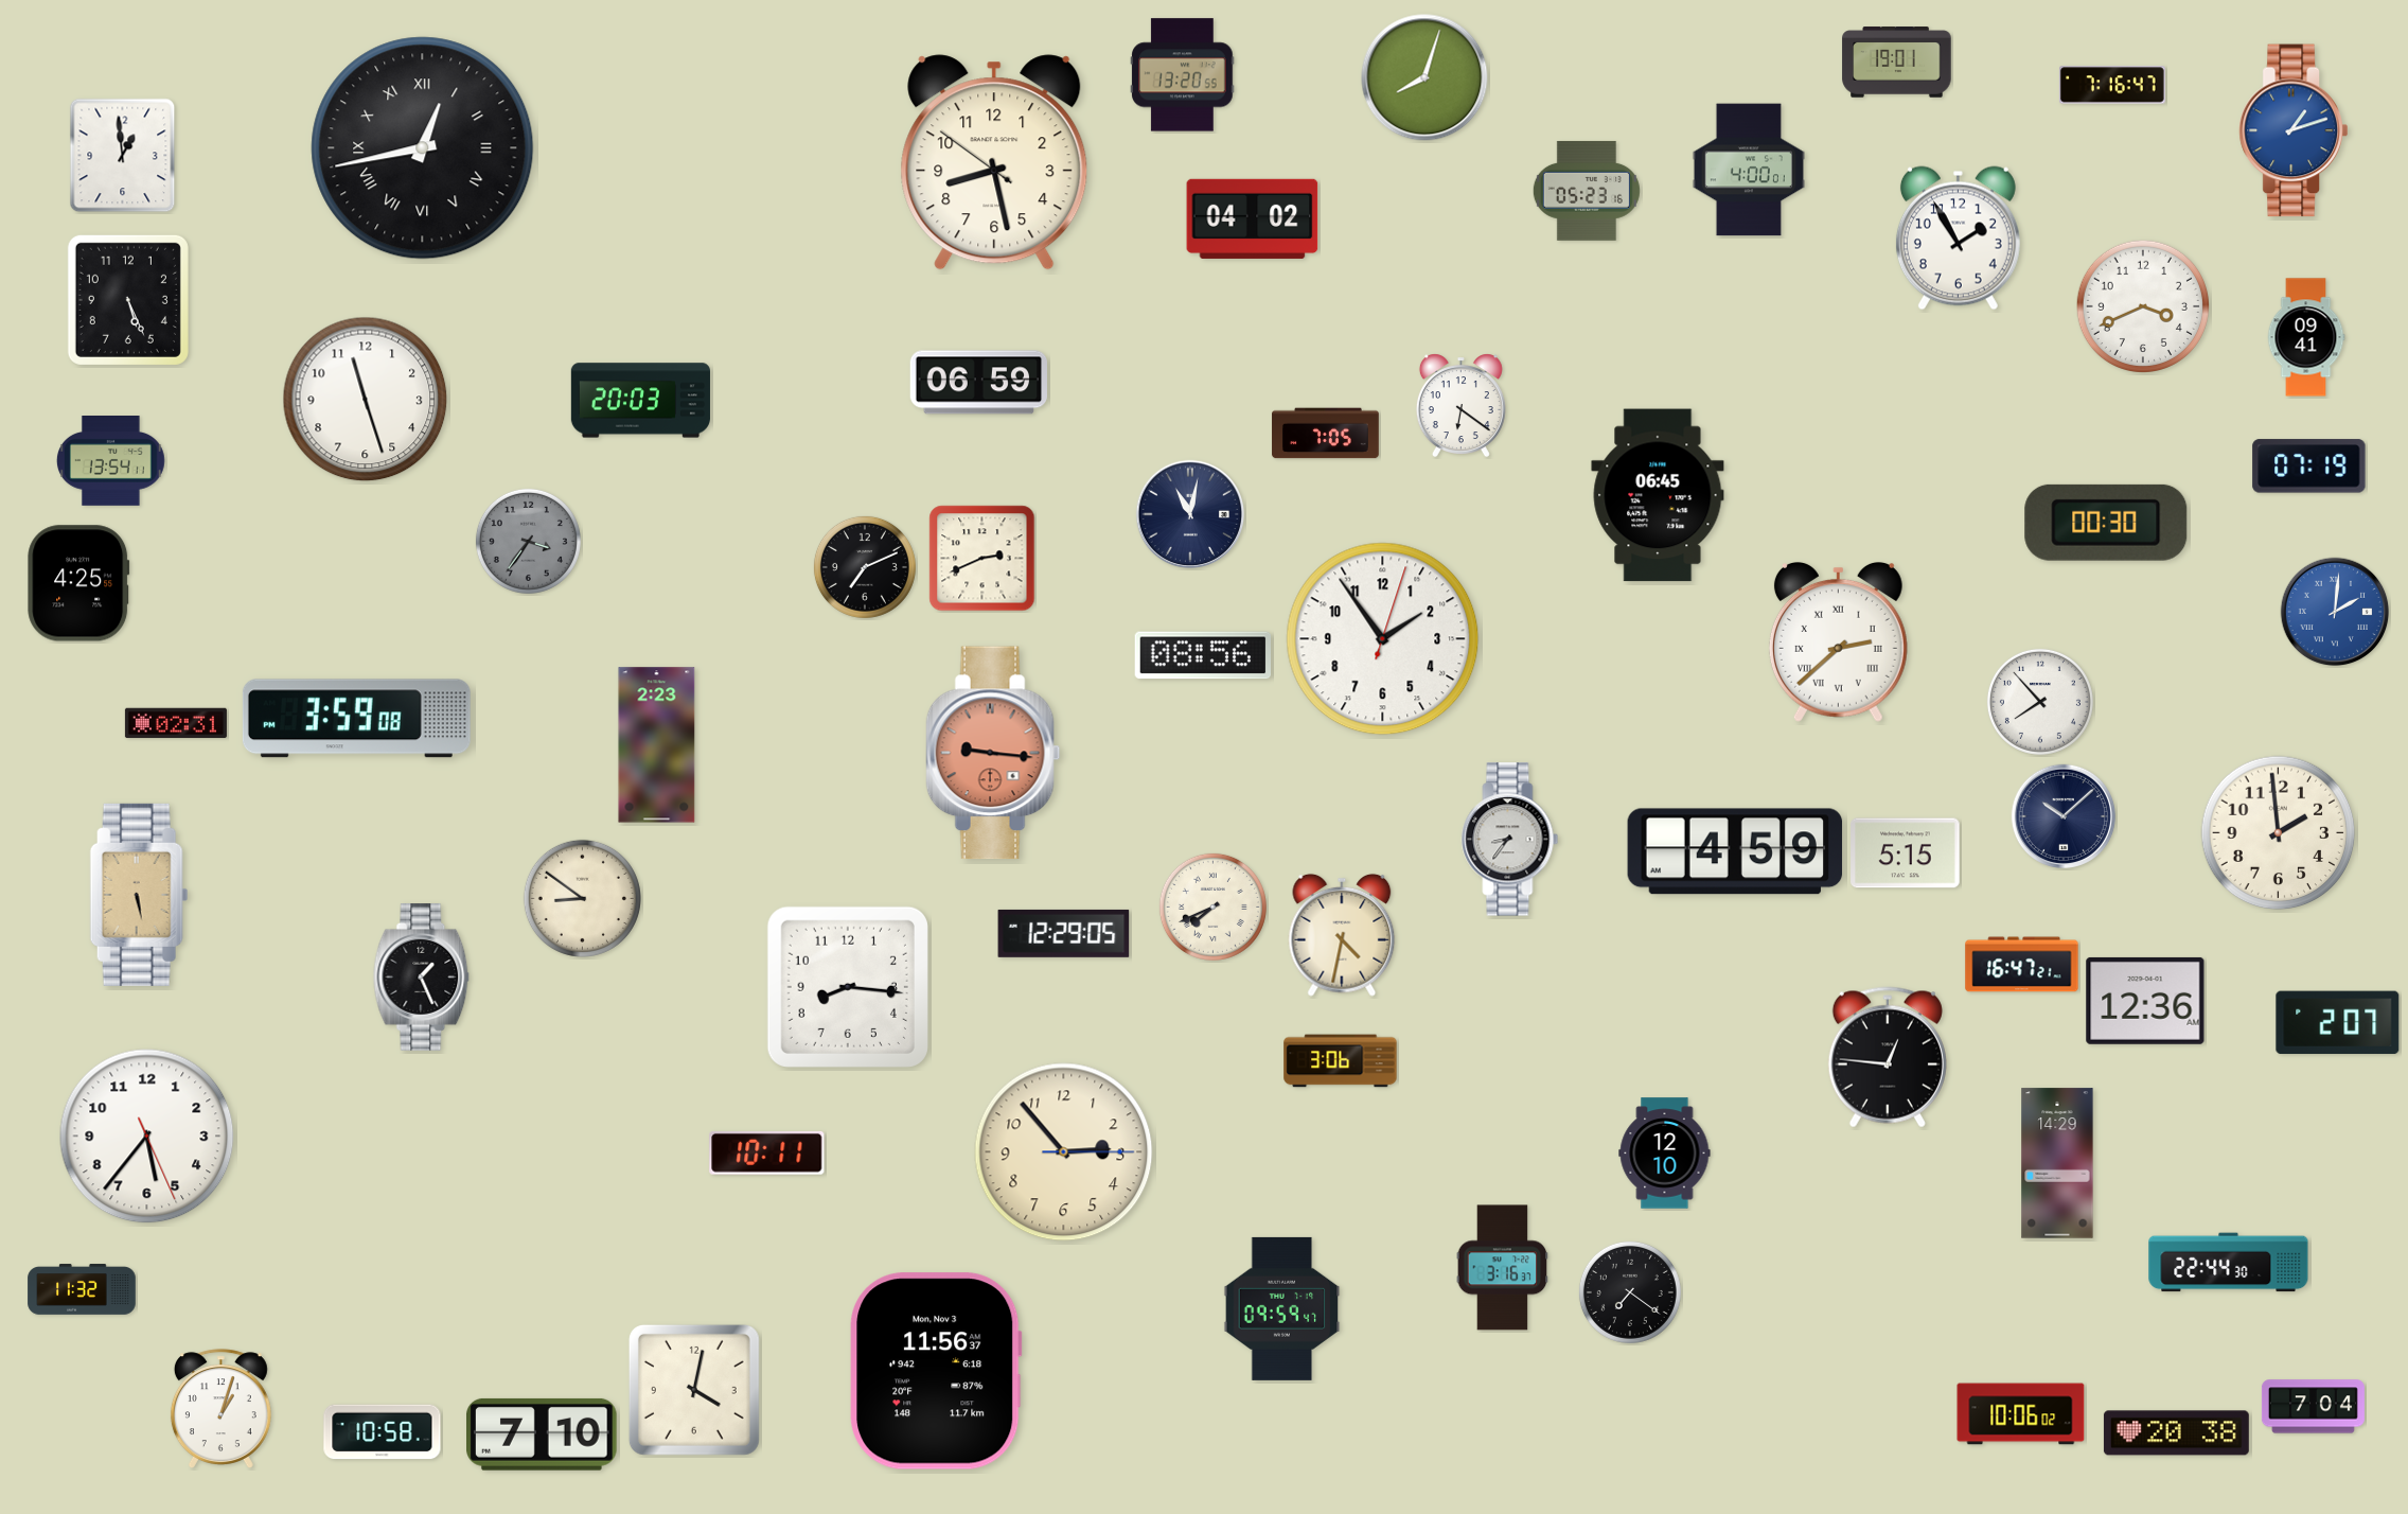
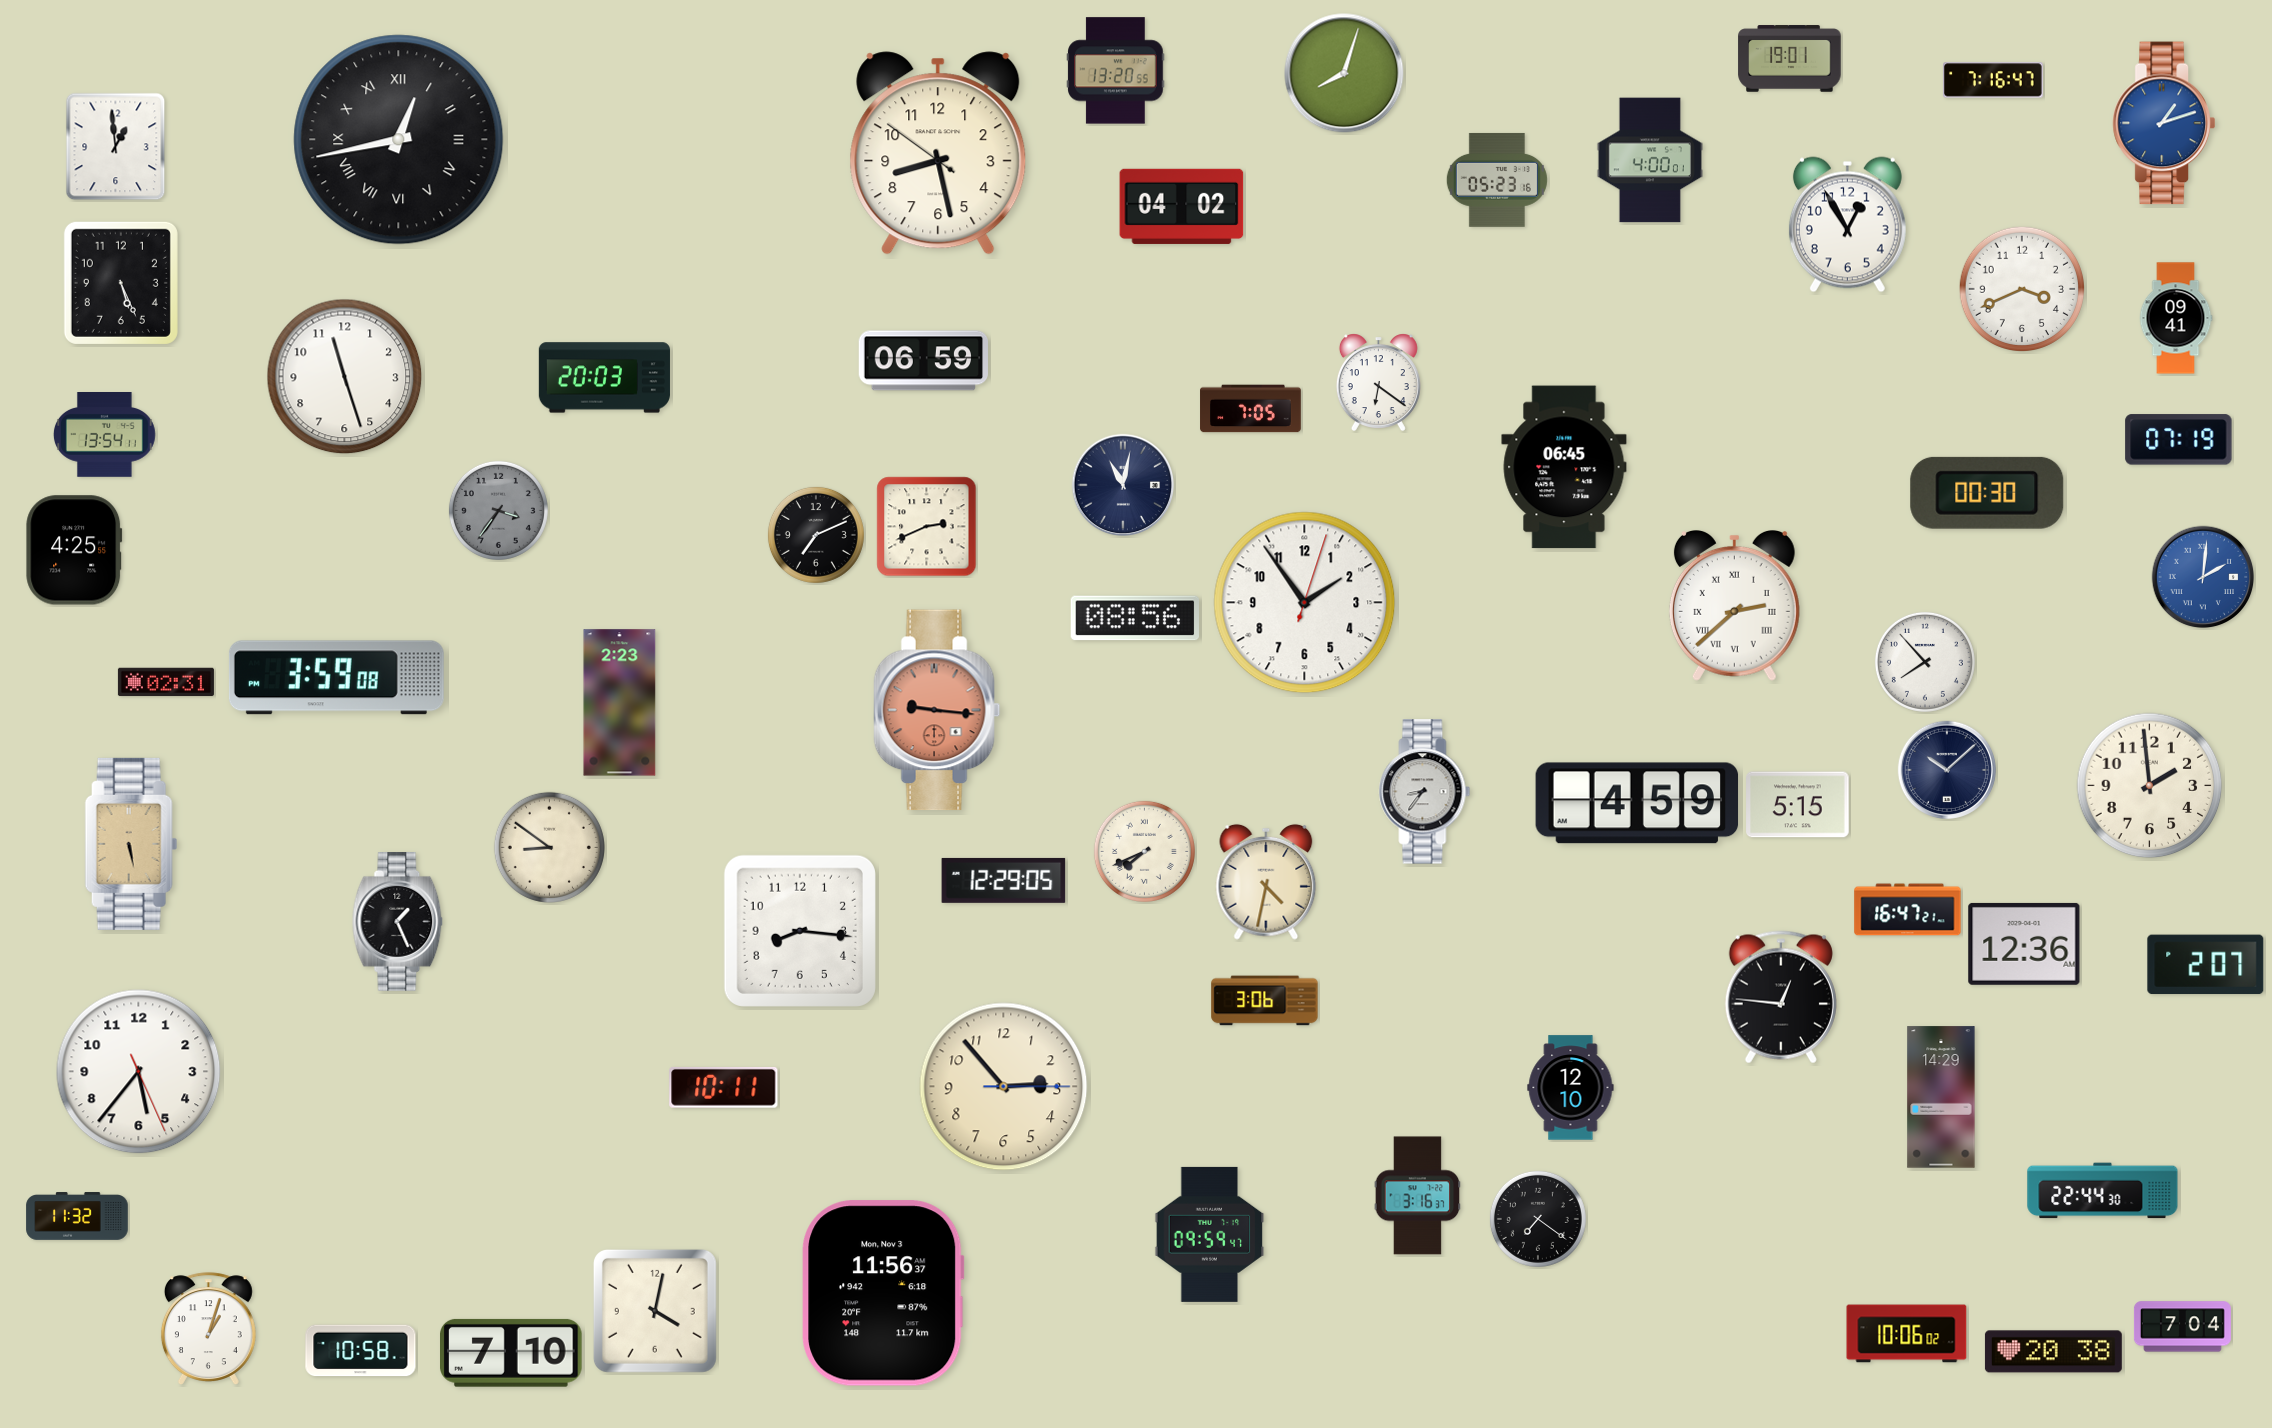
clock at (1958, 239): 1:55 -> 12:55
clock at (1212, 906) position: (1212, 906) -> (1144, 851)
